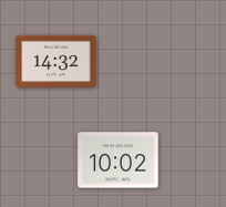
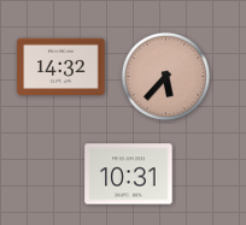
clock at (165, 76): none -> 5:37
clock at (119, 161): 10:02 -> 10:31
